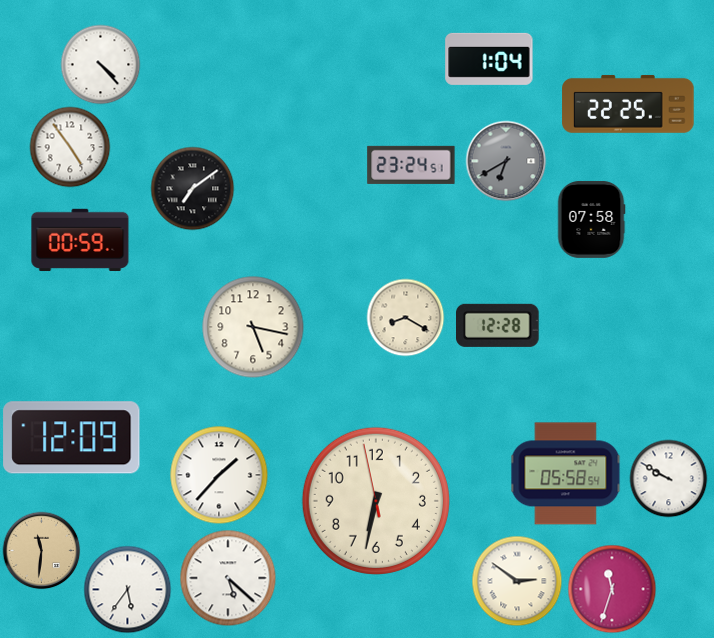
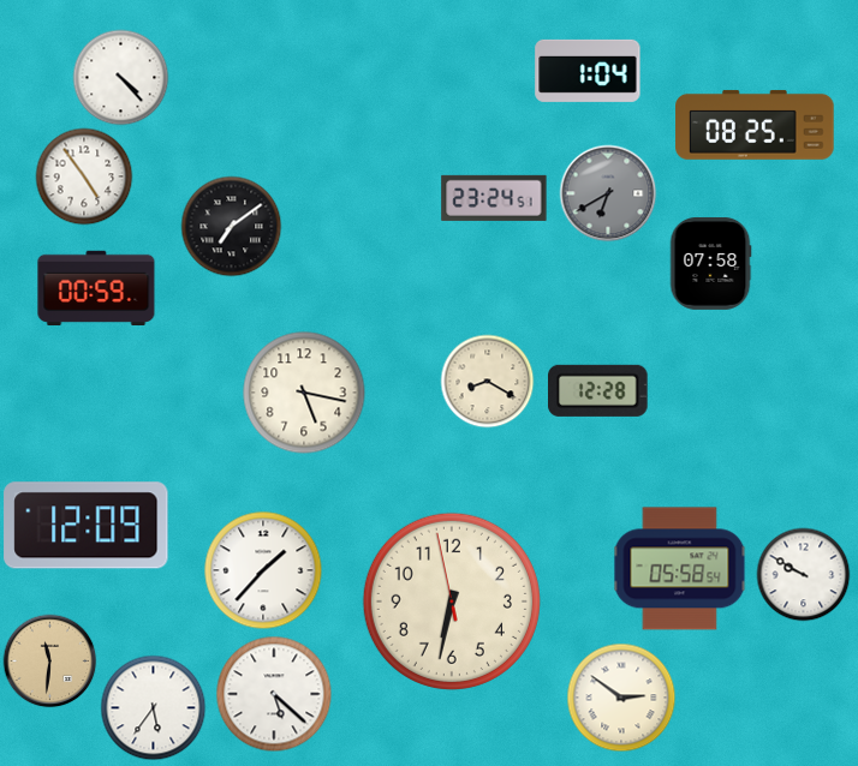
clock at (628, 104): 22:25 -> 08:25
clock at (612, 589): 11:33 -> none
